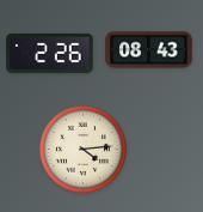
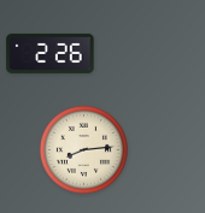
clock at (149, 50): 08:43 -> none
clock at (82, 149): 4:14 -> 8:14
